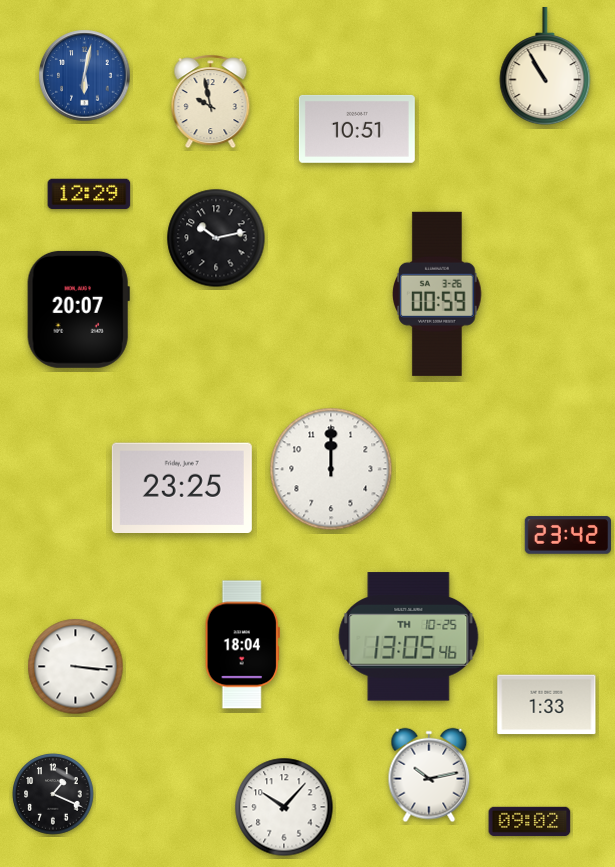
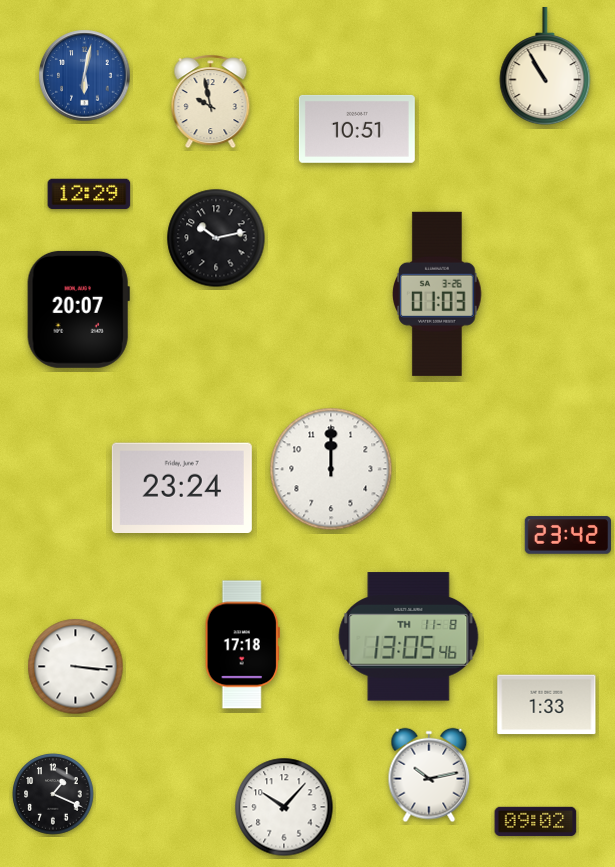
clock at (438, 294): 00:59 -> 01:03
clock at (182, 488): 23:25 -> 23:24
clock at (409, 637) date: TH 10-25 -> TH 11-8
clock at (242, 645): 18:04 -> 17:18
clock at (530, 821) position: (530, 821) -> (536, 821)
